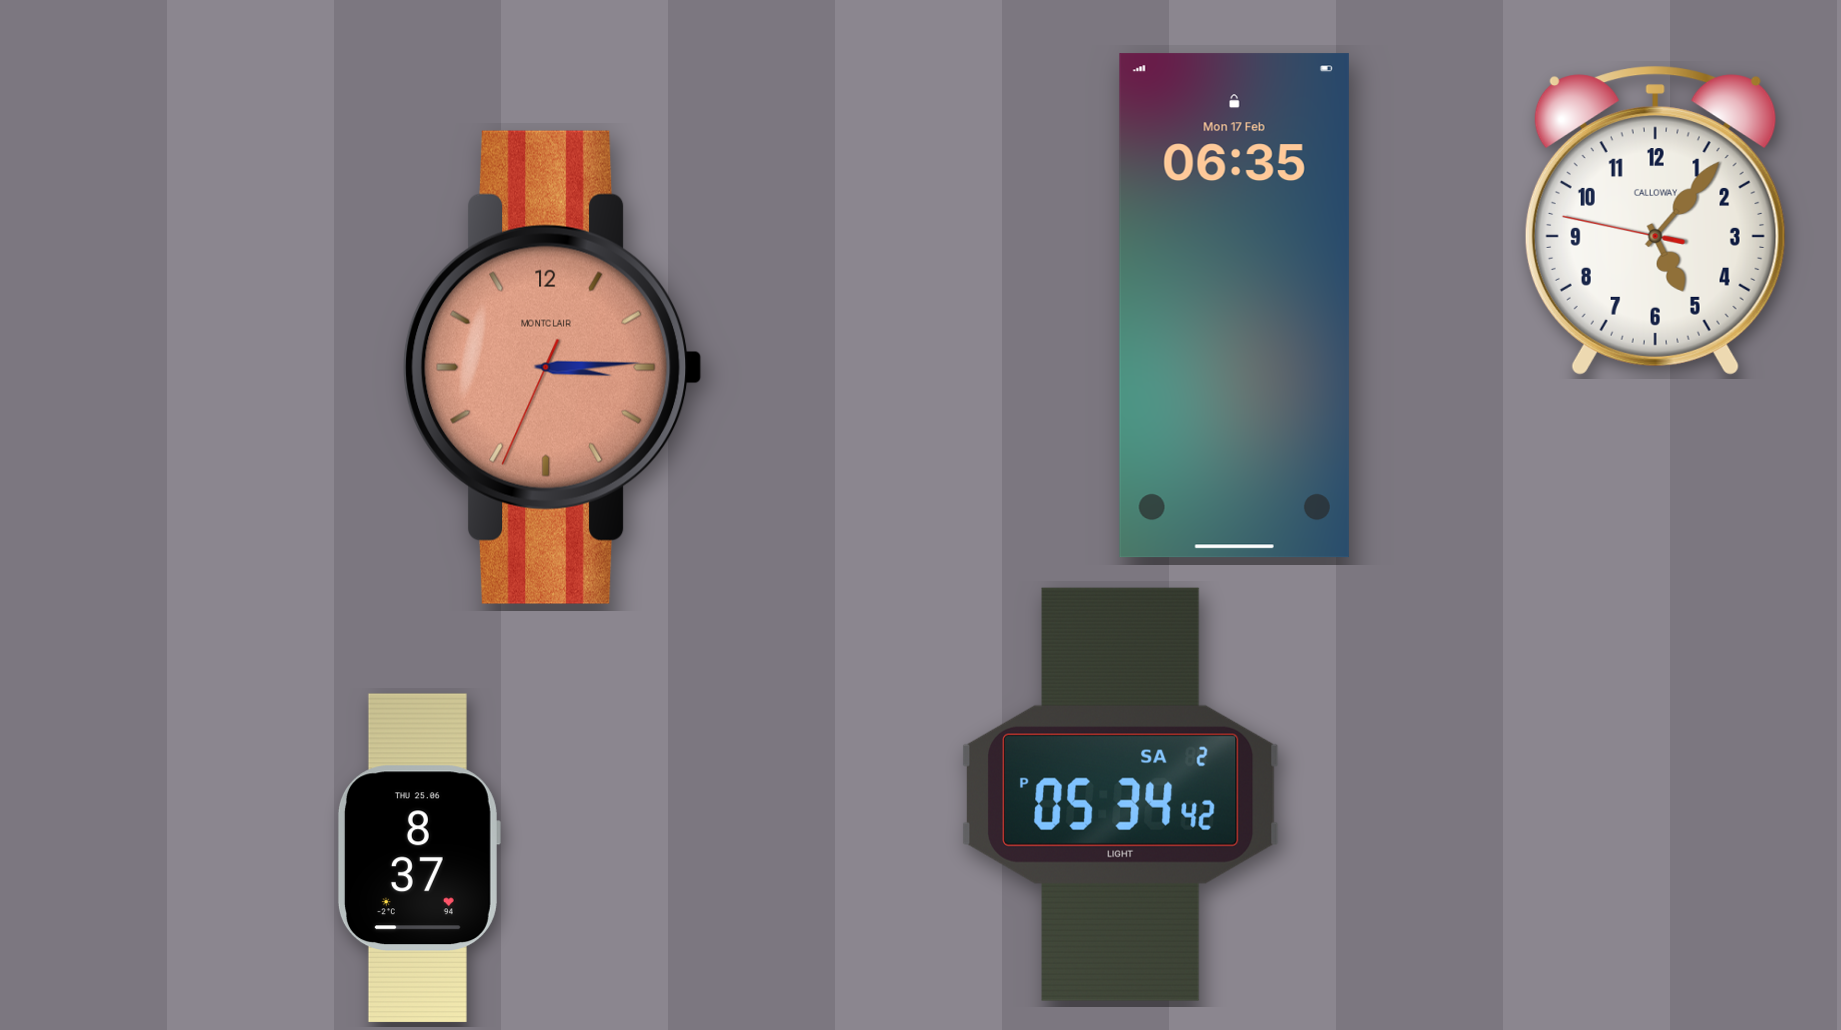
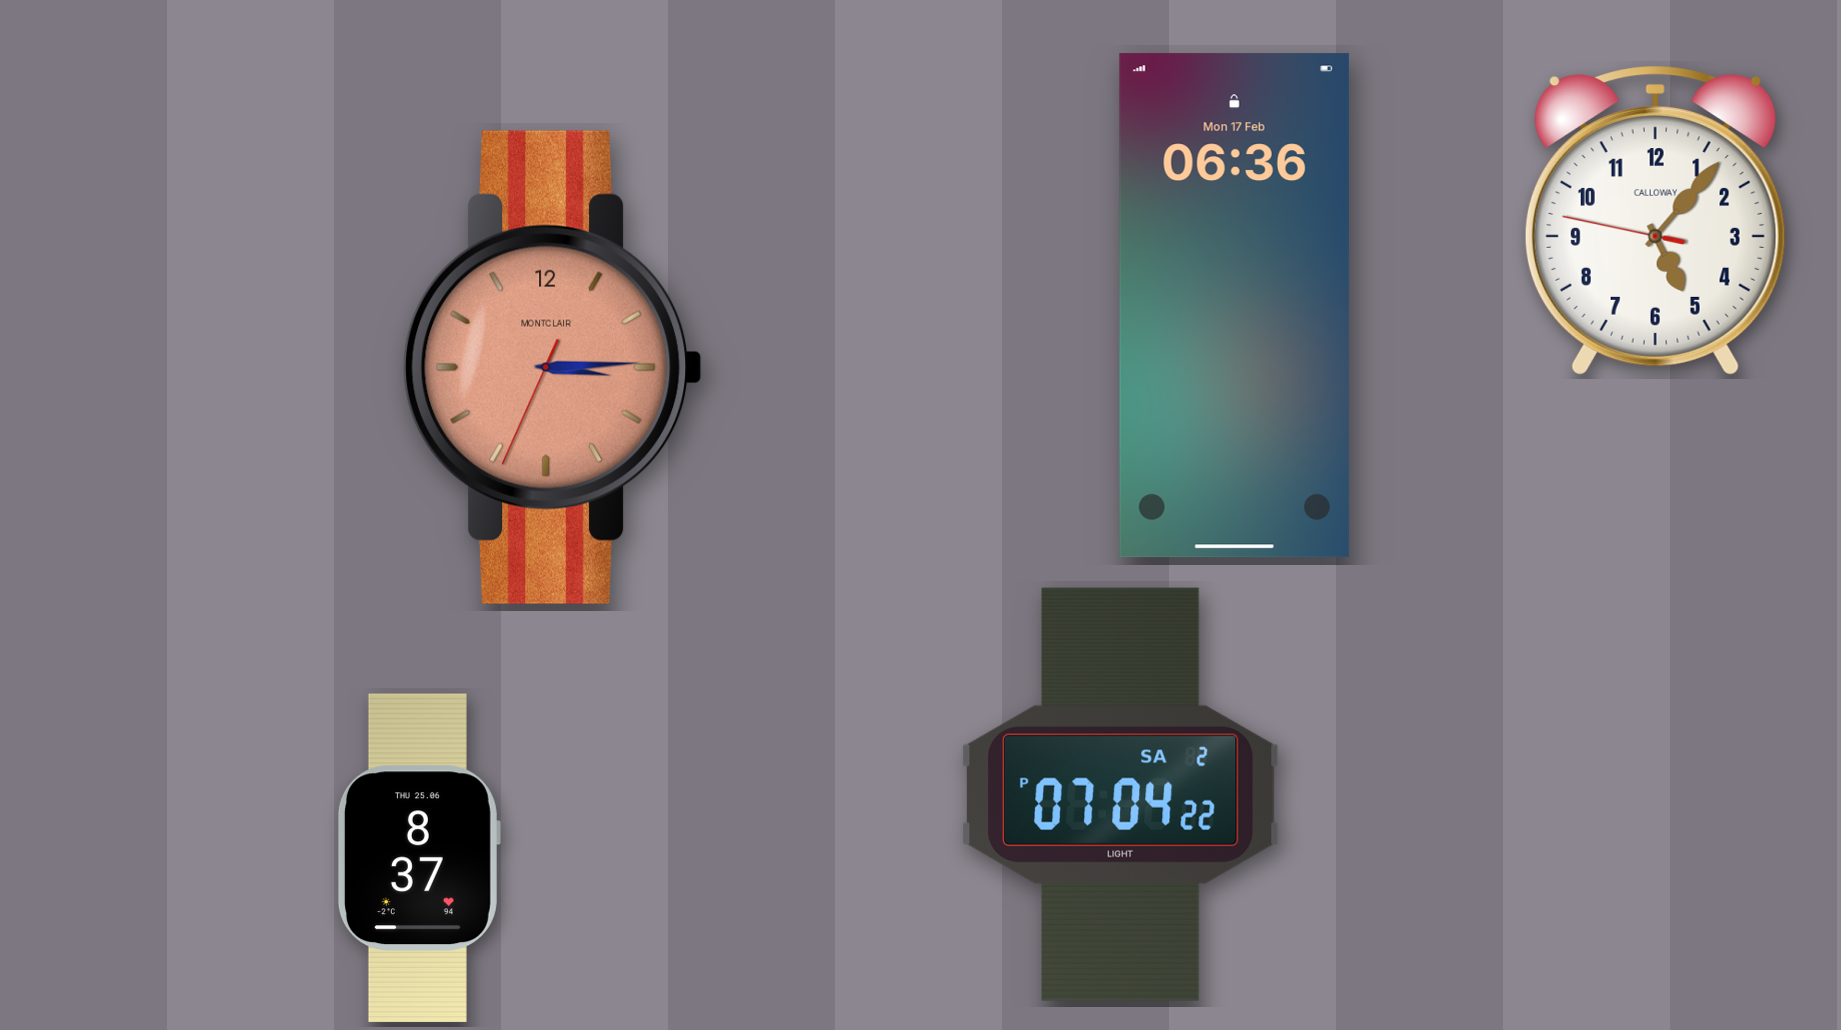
clock at (1234, 306): 06:35 -> 06:36
clock at (1120, 794): 05:34 -> 07:04
